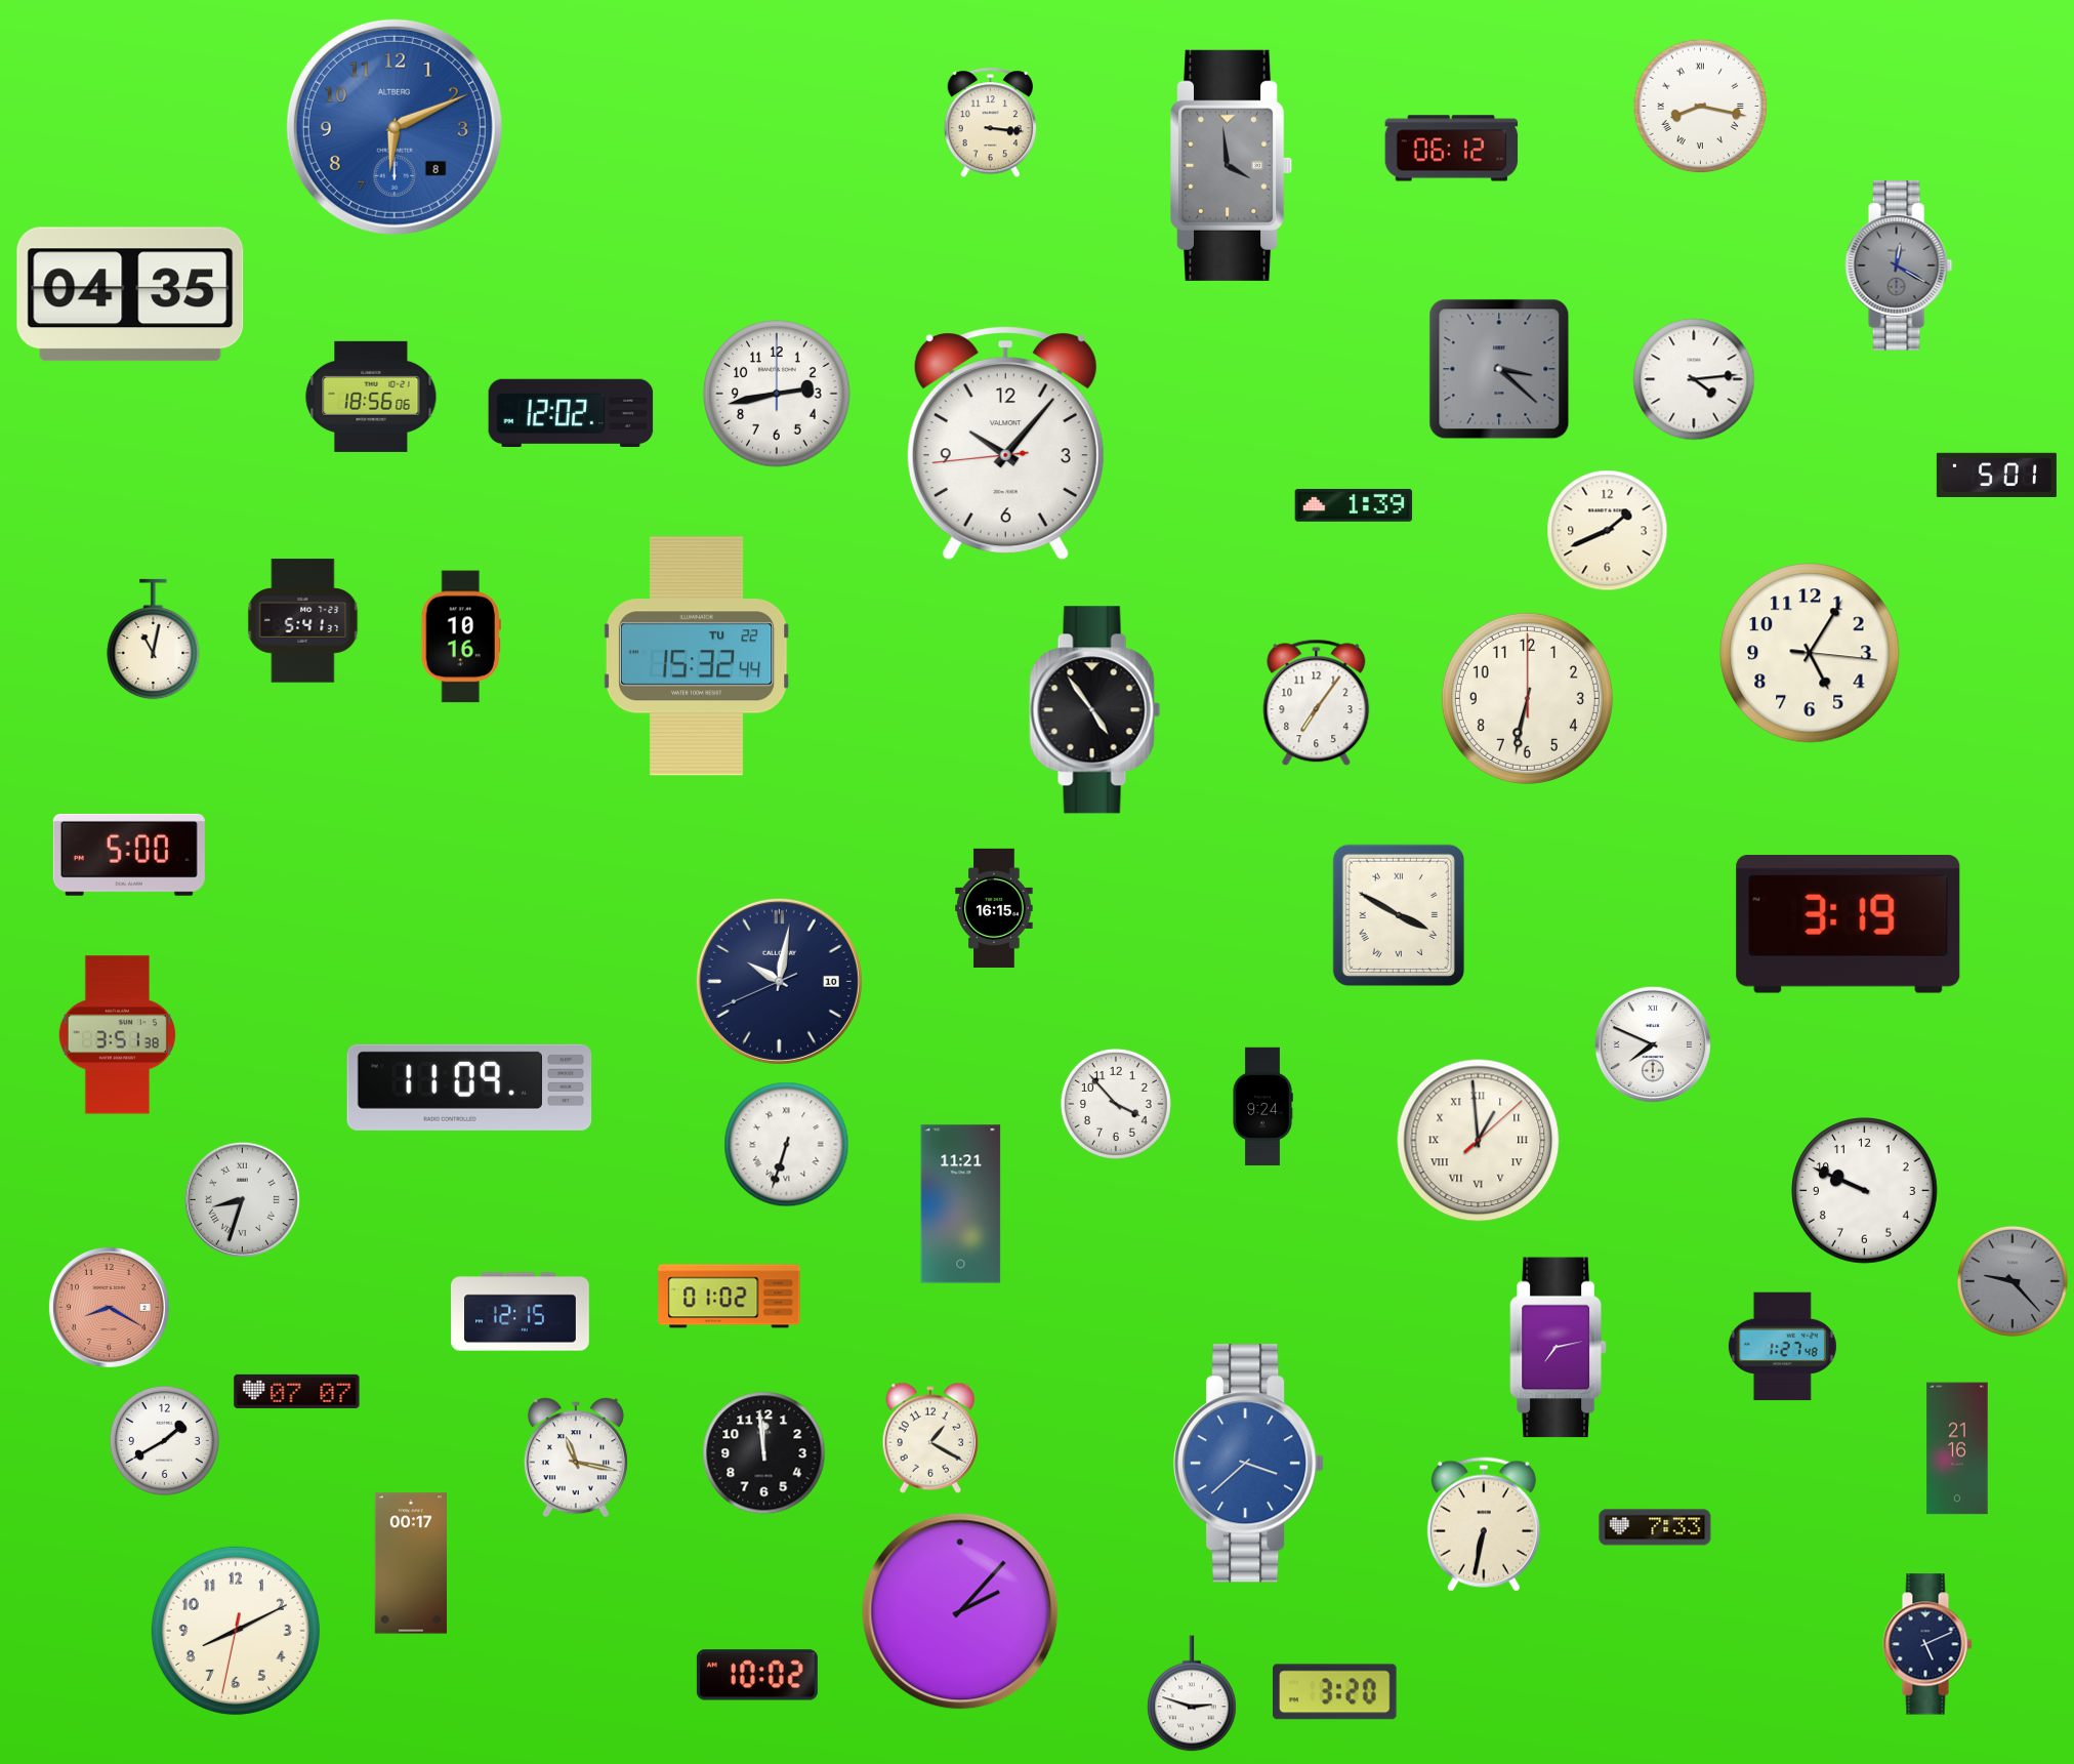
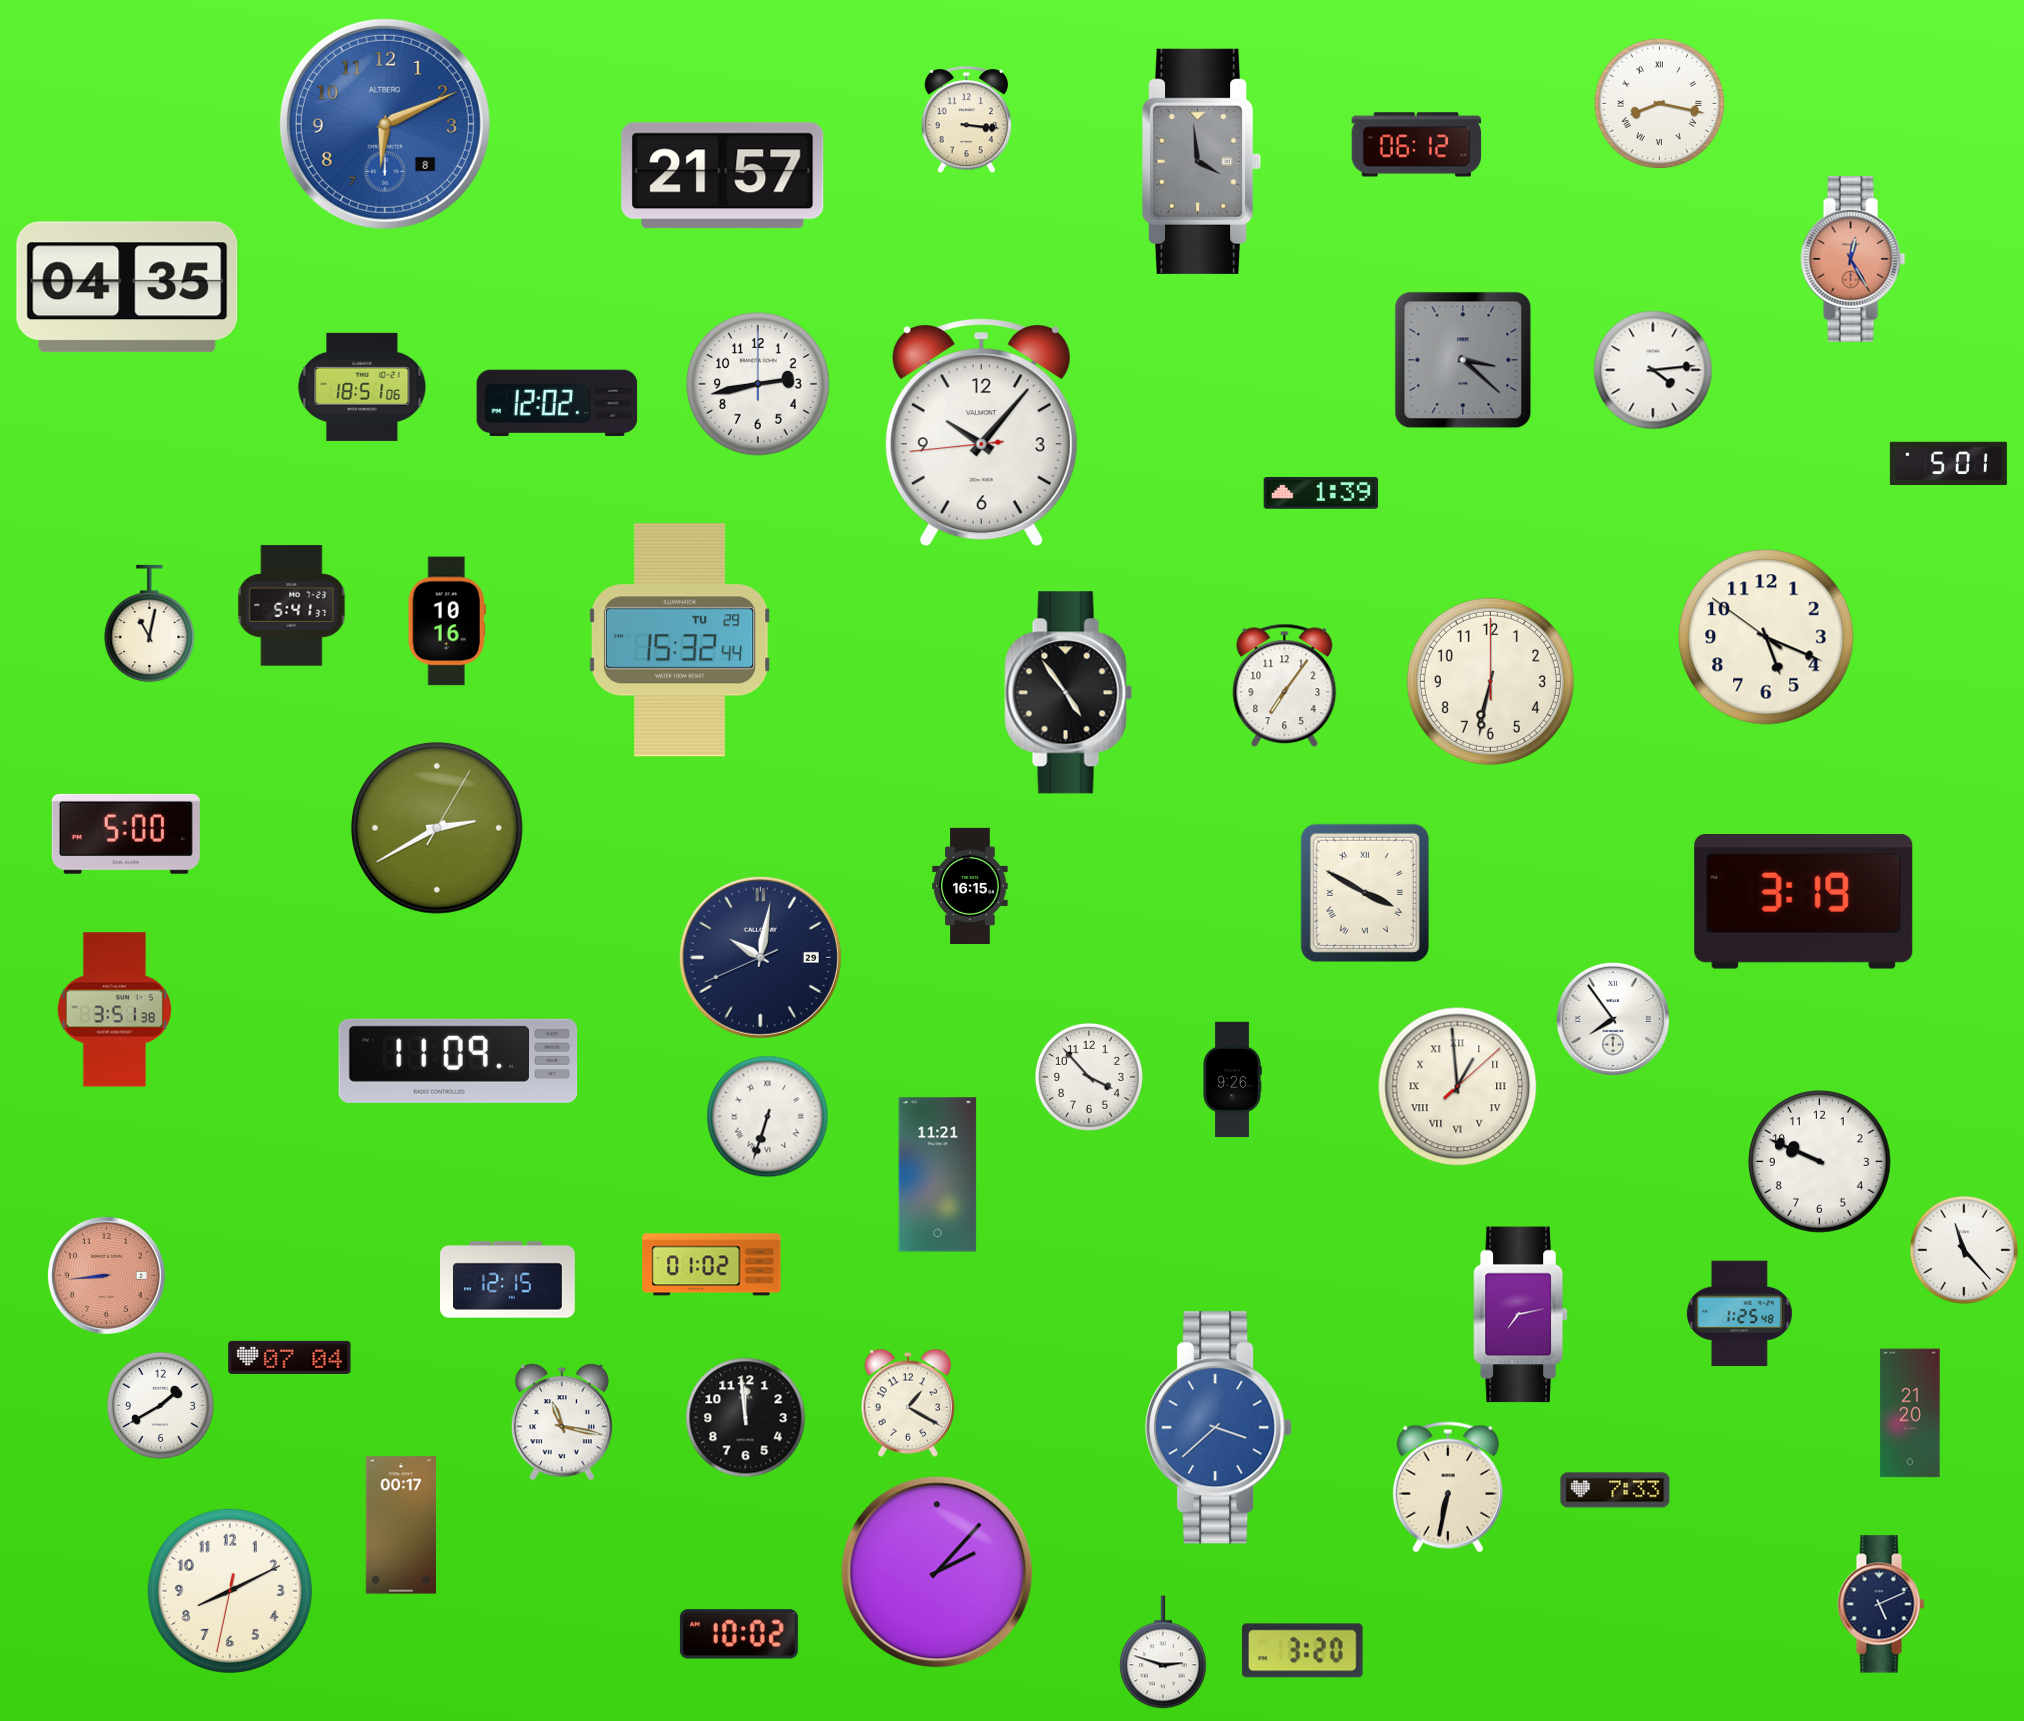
clock at (723, 176): none -> 21:57
clock at (1899, 265): 12:20 -> 12:25
clock at (1899, 265) dial: grey -> salmon
clock at (371, 397): 18:56 -> 18:51
clock at (1608, 531): 1:41 -> none
clock at (303, 621) position: (303, 621) -> (292, 606)
clock at (461, 637) position: (461, 637) -> (447, 621)
clock at (1810, 653): 5:05 -> 5:18
clock at (697, 656) date: TU 22 -> TU 29
clock at (437, 828): none -> 2:40
clock at (779, 981) date: 10 -> 29
clock at (1653, 1044): 7:49 -> 7:54
clock at (1262, 1107): 9:24 -> 9:26
clock at (1479, 1141) position: (1479, 1141) -> (1458, 1087)
clock at (242, 1199): 8:33 -> none
clock at (2013, 1281): 9:23 -> 11:23
clock at (2013, 1281) dial: grey -> white
clock at (109, 1307): 8:20 -> 8:44
clock at (1782, 1347): 1:27 -> 1:25
clock at (297, 1391): 07:07 -> 07:04
clock at (1957, 1448): 21:16 -> 21:20
